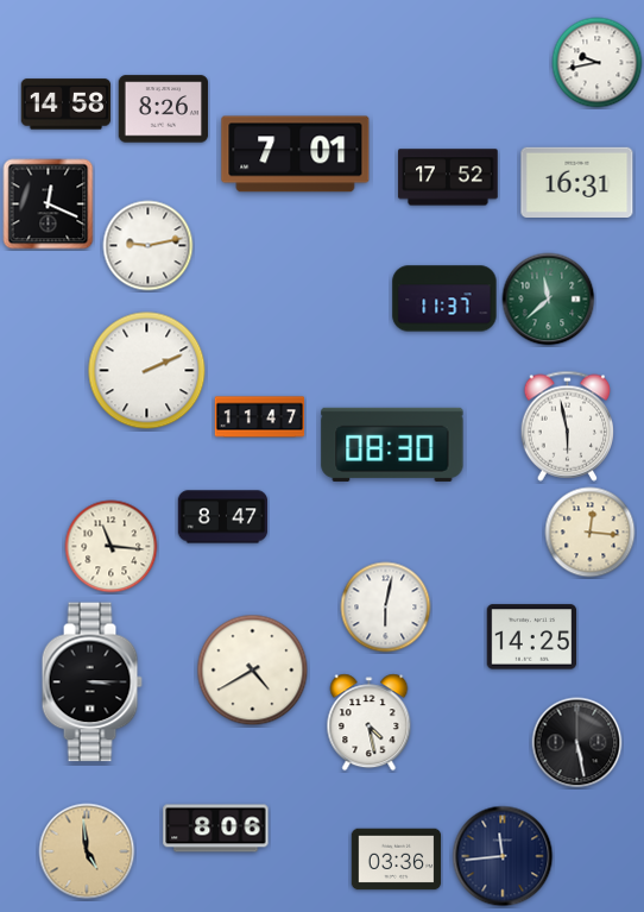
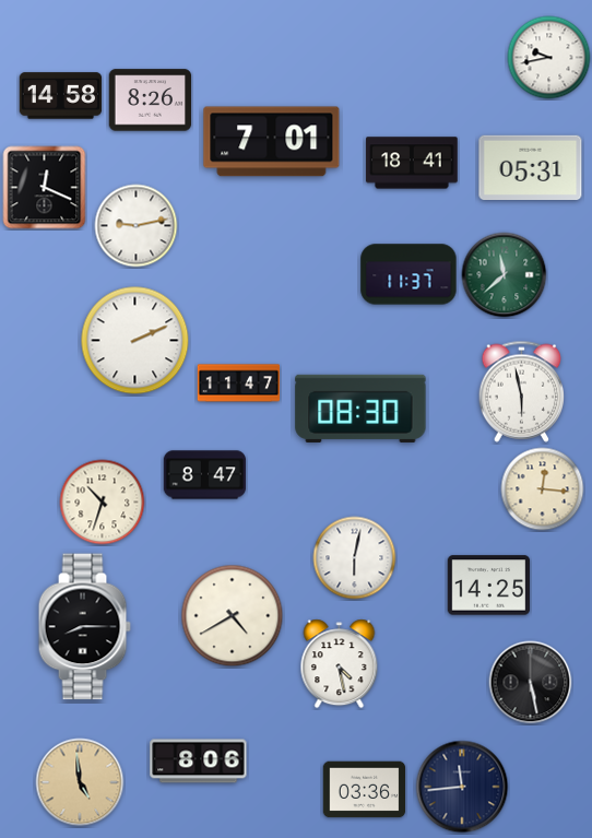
clock at (448, 177): 17:52 -> 18:41
clock at (577, 182): 16:31 -> 05:31
clock at (112, 547): 11:16 -> 10:33
clock at (91, 683): 3:15 -> 8:15
